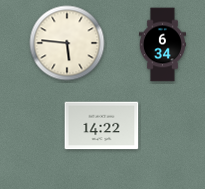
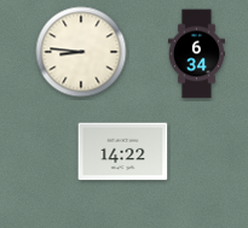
clock at (67, 43): 5:46 -> 8:46
